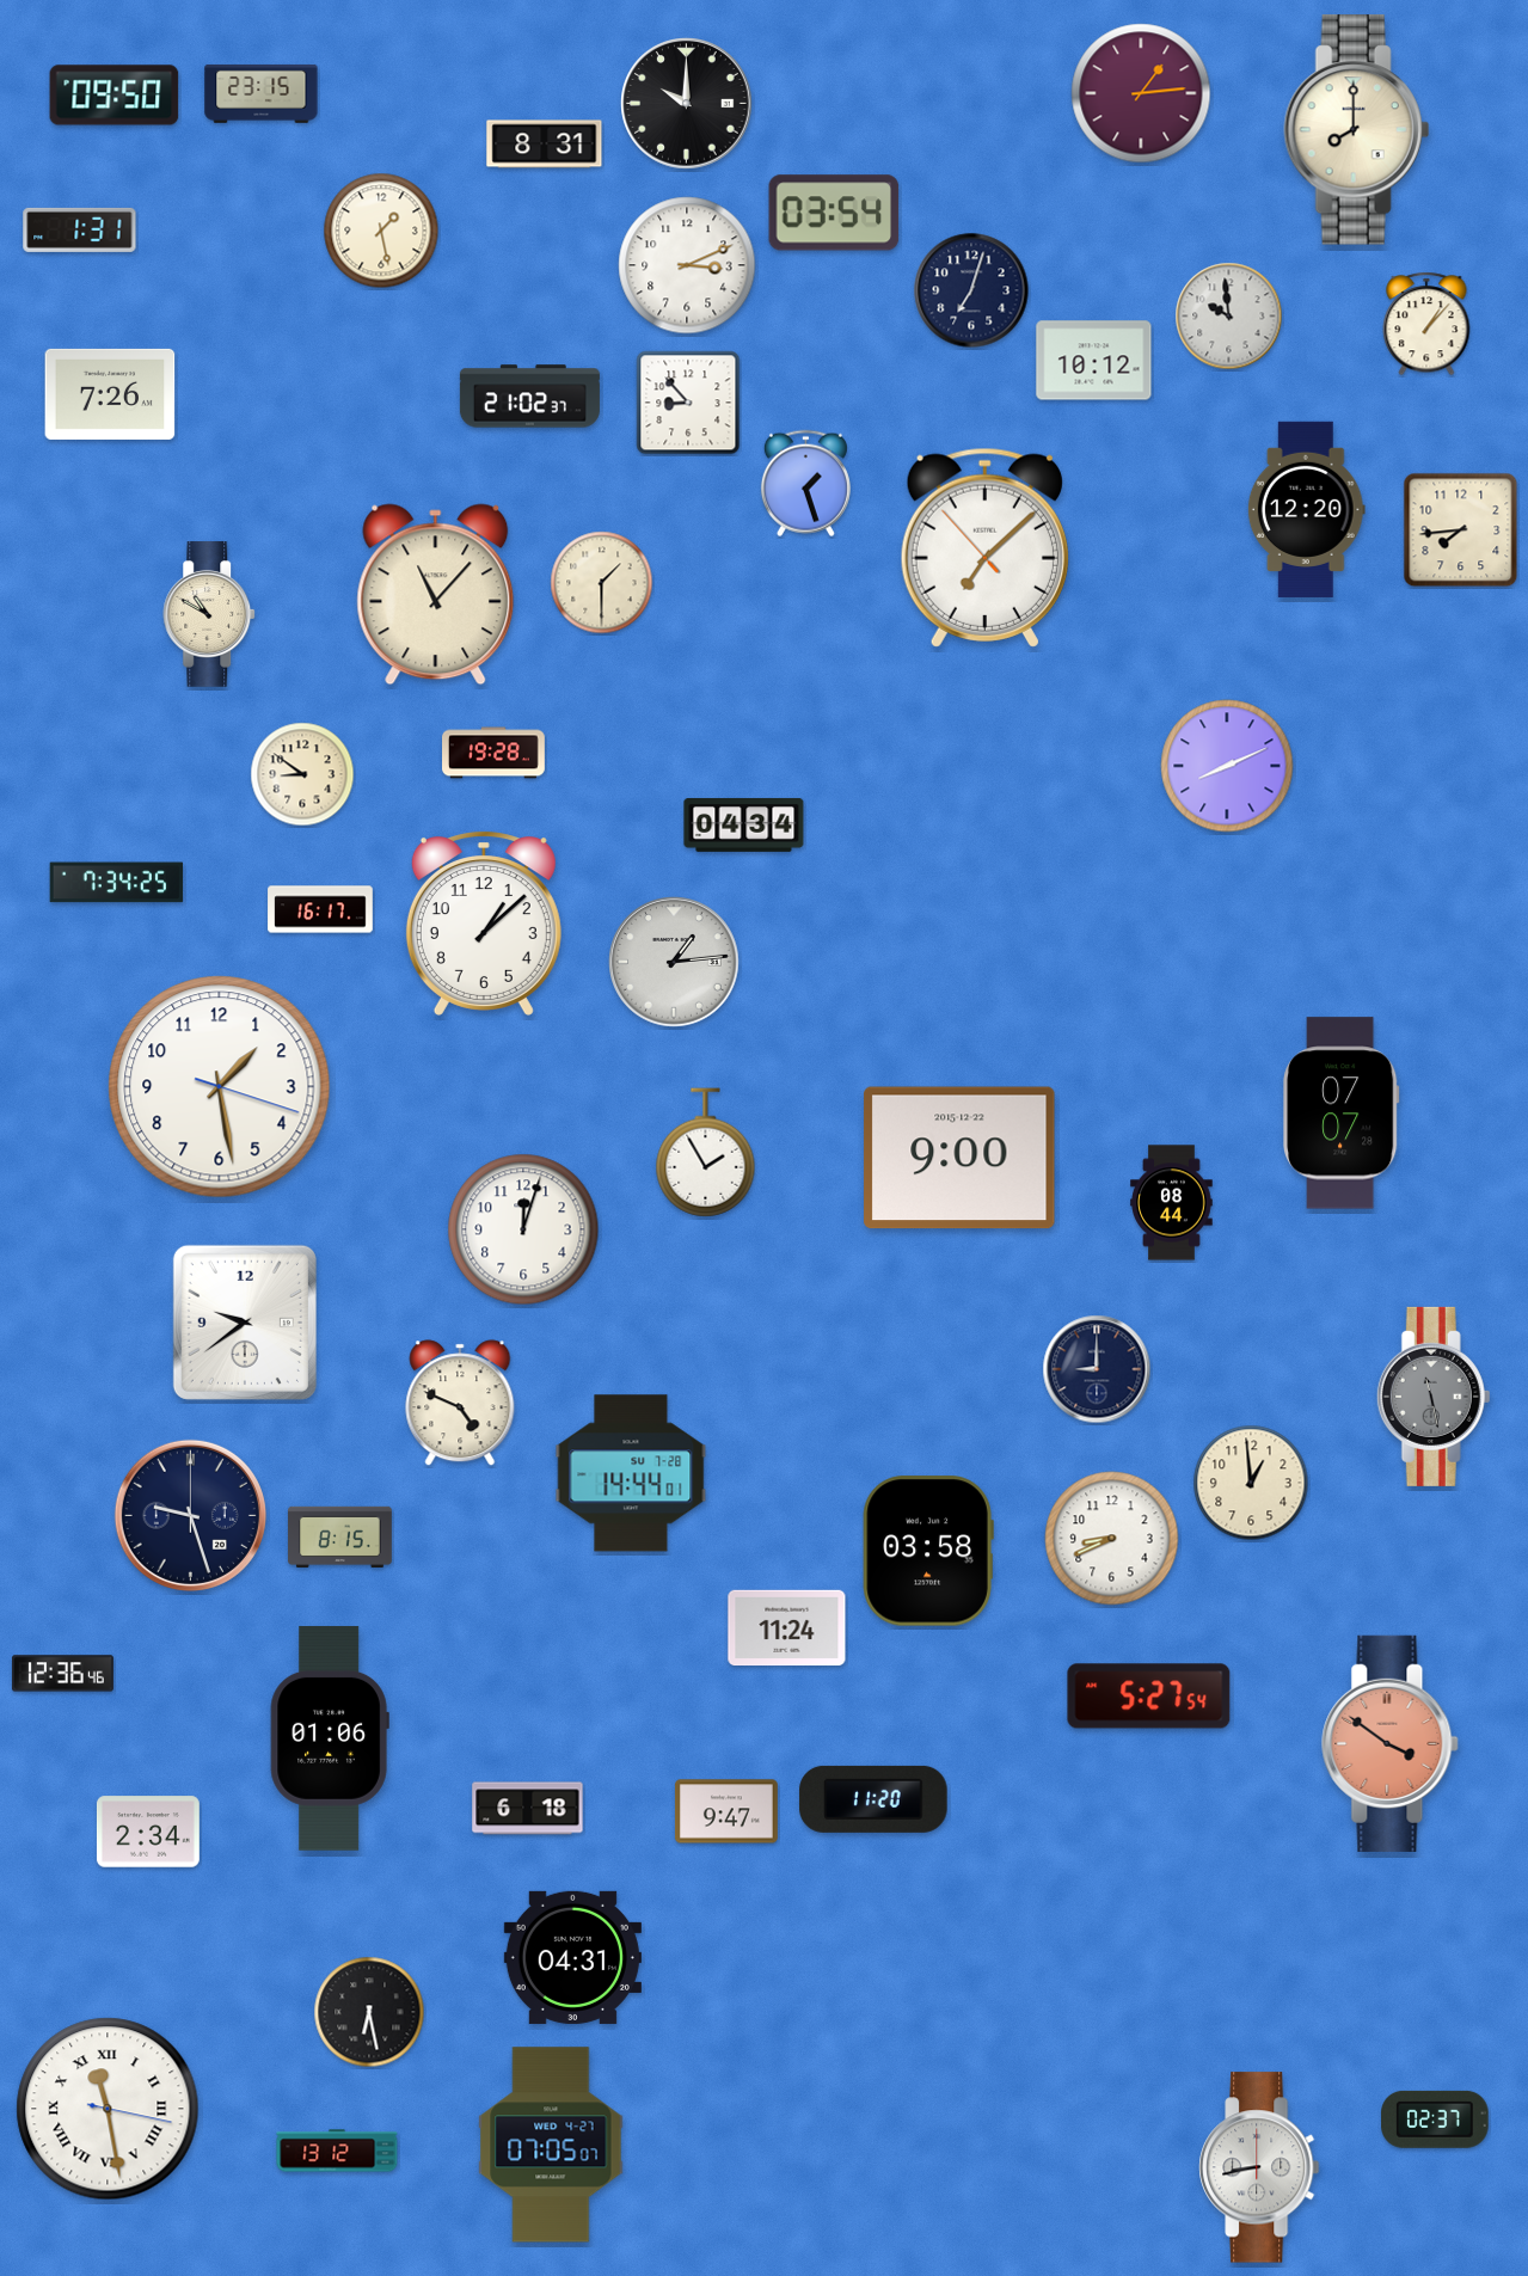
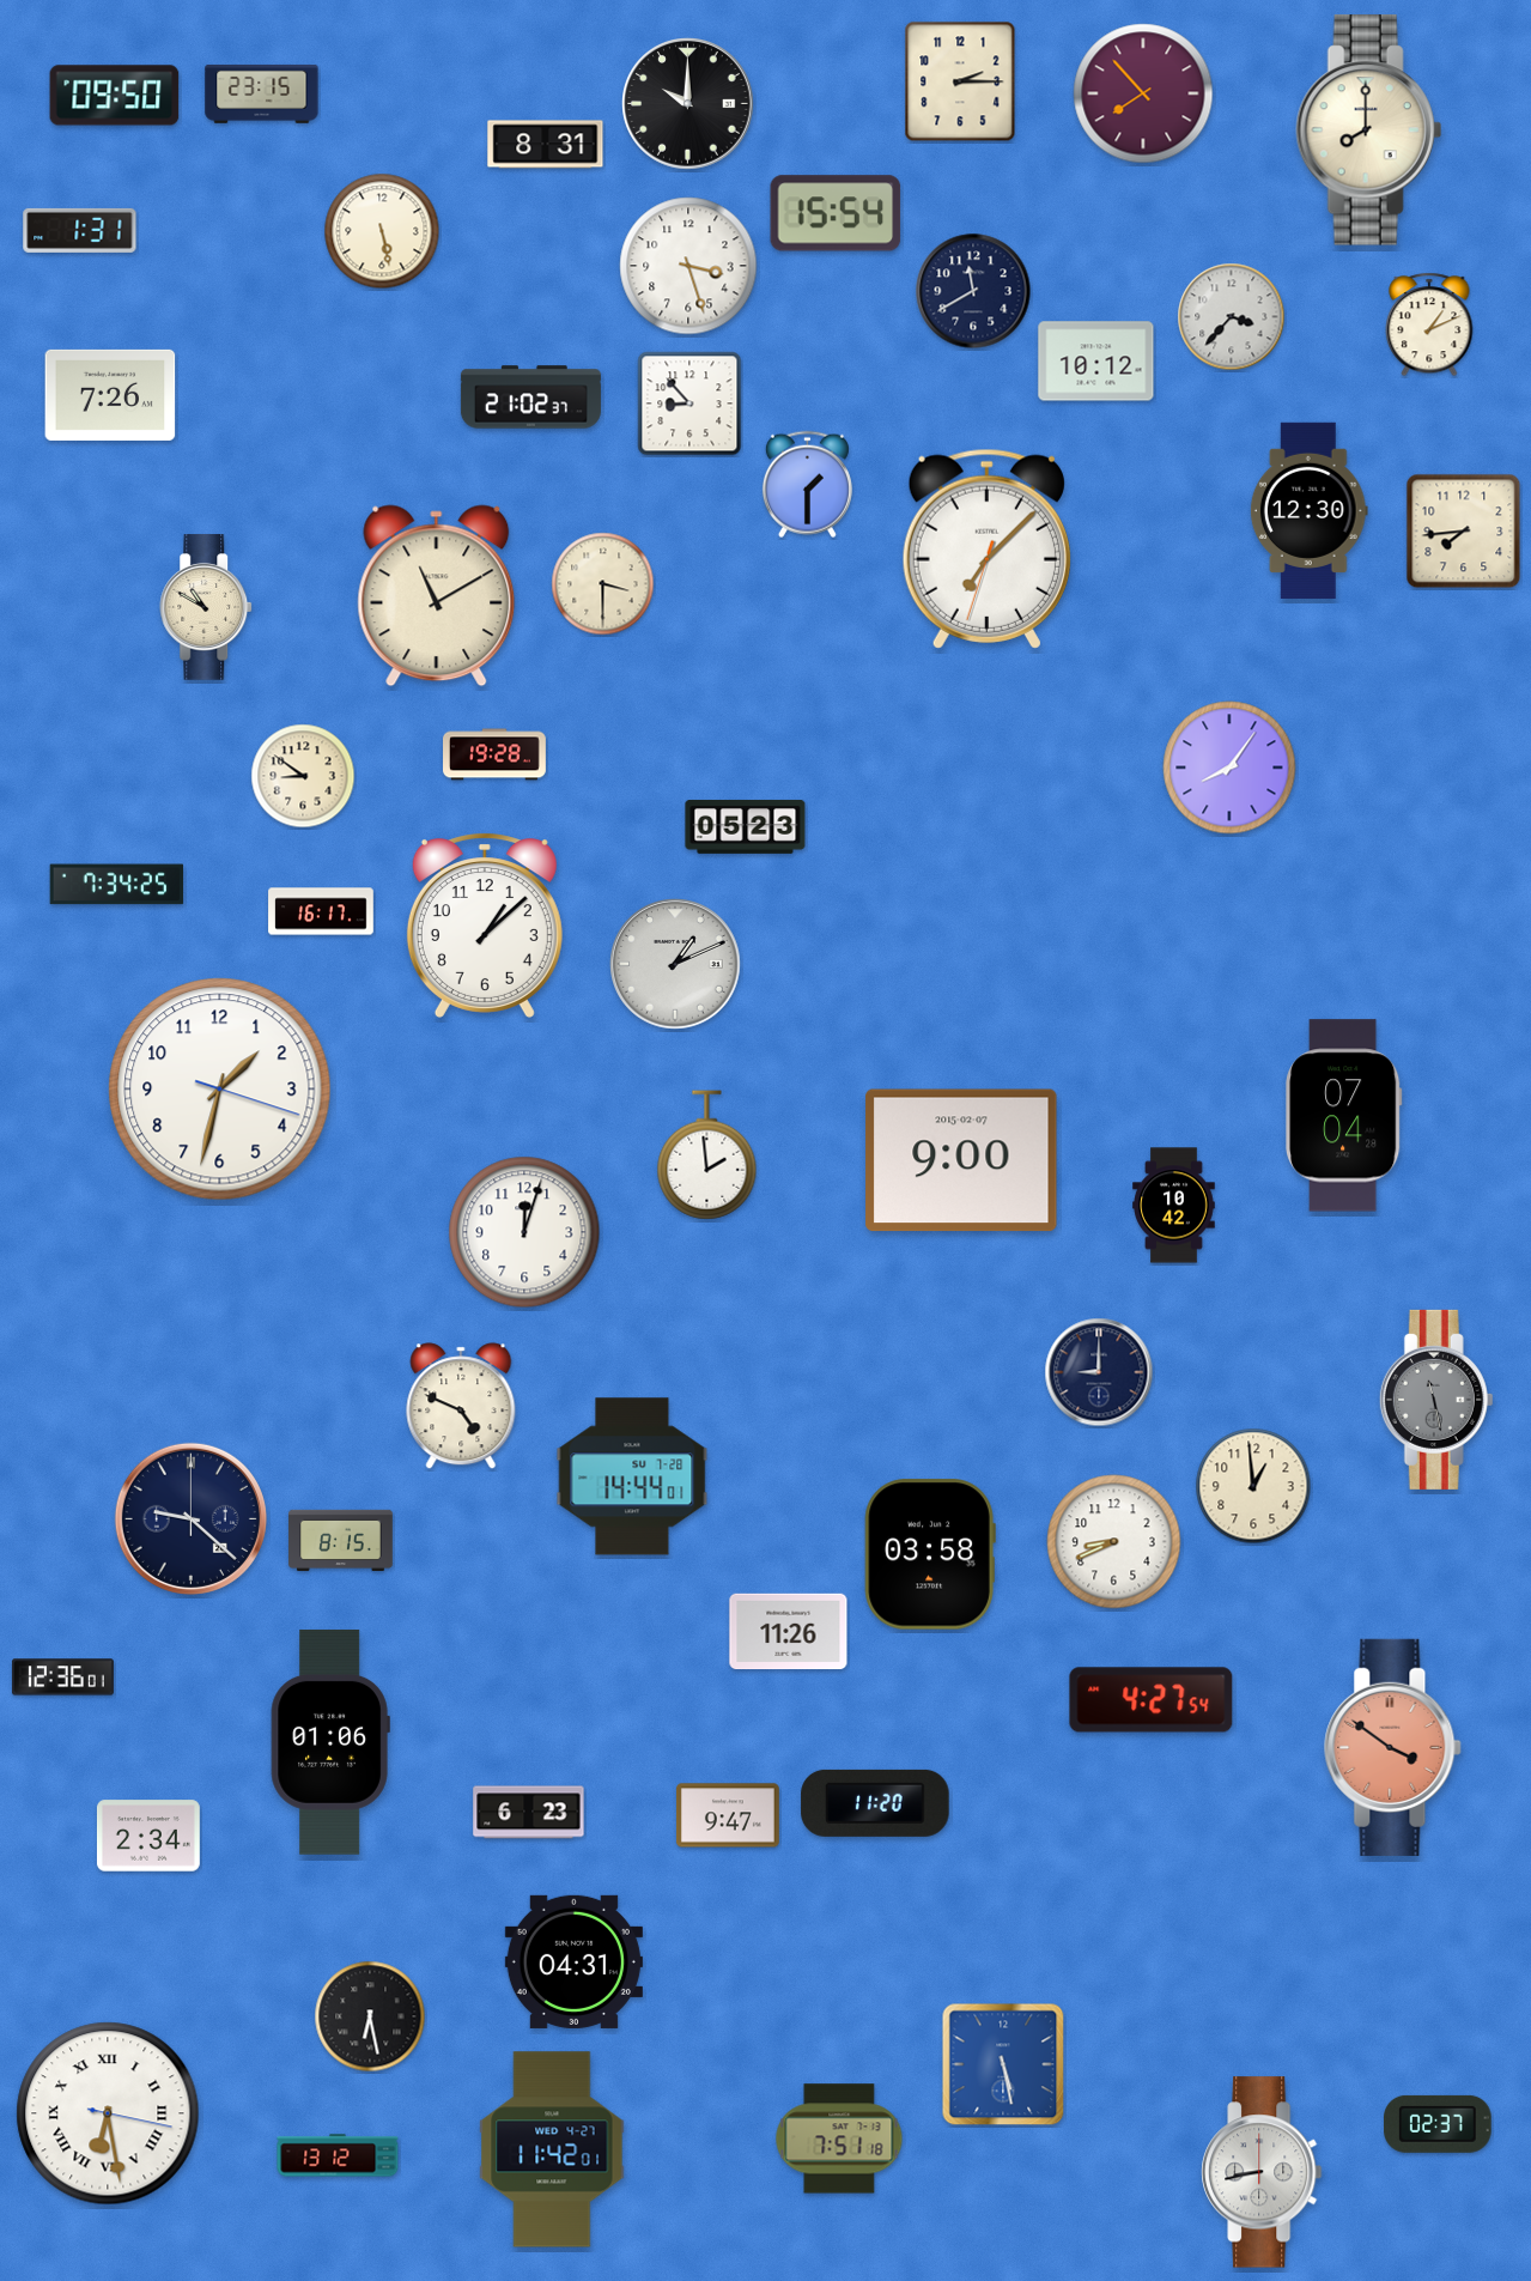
clock at (960, 81): none -> 2:15
clock at (1141, 93): 1:14 -> 7:53
clock at (1356, 130) position: (1356, 130) -> (1368, 131)
clock at (834, 213): 03:54 -> 15:54
clock at (381, 231): 1:28 -> 5:28
clock at (687, 265): 3:11 -> 3:27
clock at (971, 290): 7:03 -> 11:40
clock at (1229, 317): 9:59 -> 3:37
clock at (1426, 324): 1:07 -> 1:11
clock at (805, 484): 1:27 -> 1:30
clock at (1306, 509): 12:20 -> 12:30
clock at (984, 547): 7:07:53 -> 7:07:33
clock at (602, 583): 1:30 -> 3:30
clock at (436, 595): 11:07 -> 11:10
clock at (210, 614) position: (210, 614) -> (207, 607)
clock at (1227, 766): 8:11 -> 8:06
clock at (744, 826): 04:34 -> 05:23
clock at (674, 962): 1:14 -> 1:11
clock at (220, 1087): 1:28 -> 1:32
clock at (1342, 1114): 07:07 -> 07:04
clock at (706, 1153): 1:55 -> 1:59
clock at (959, 1158) date: 2015-12-22 -> 2015-02-07
clock at (1172, 1203): 08:44 -> 10:42
clock at (245, 1323): 9:39 -> none
clock at (190, 1515): 9:27 -> 9:22
clock at (787, 1628): 11:24 -> 11:26
clock at (62, 1674): 12:36:46 -> 12:36:01
clock at (1149, 1697): 5:27 -> 4:27
clock at (528, 1809): 6:18 -> 6:23
clock at (1003, 2064): none -> 5:28
clock at (108, 2109): 11:28 -> 6:28
clock at (839, 2139): none -> 7:51
clock at (551, 2145): 07:05 -> 11:42
